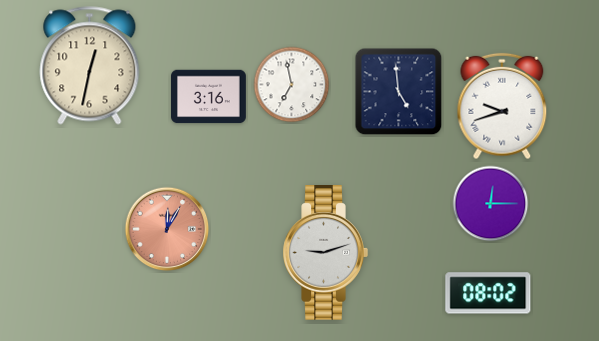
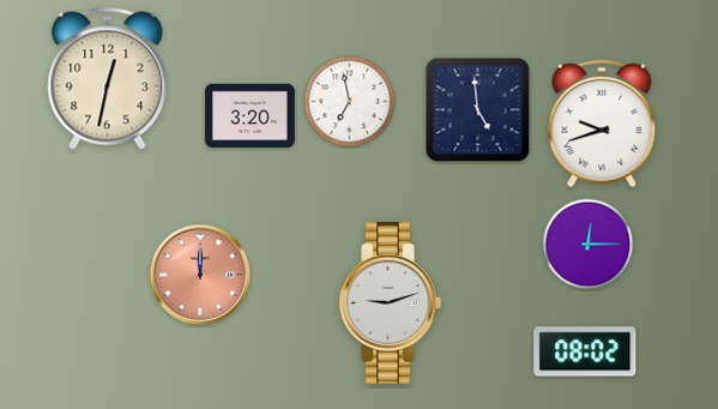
clock at (209, 97): 3:16 -> 3:20
clock at (502, 106) position: (502, 106) -> (602, 124)
clock at (167, 229): 12:05 -> 12:00
